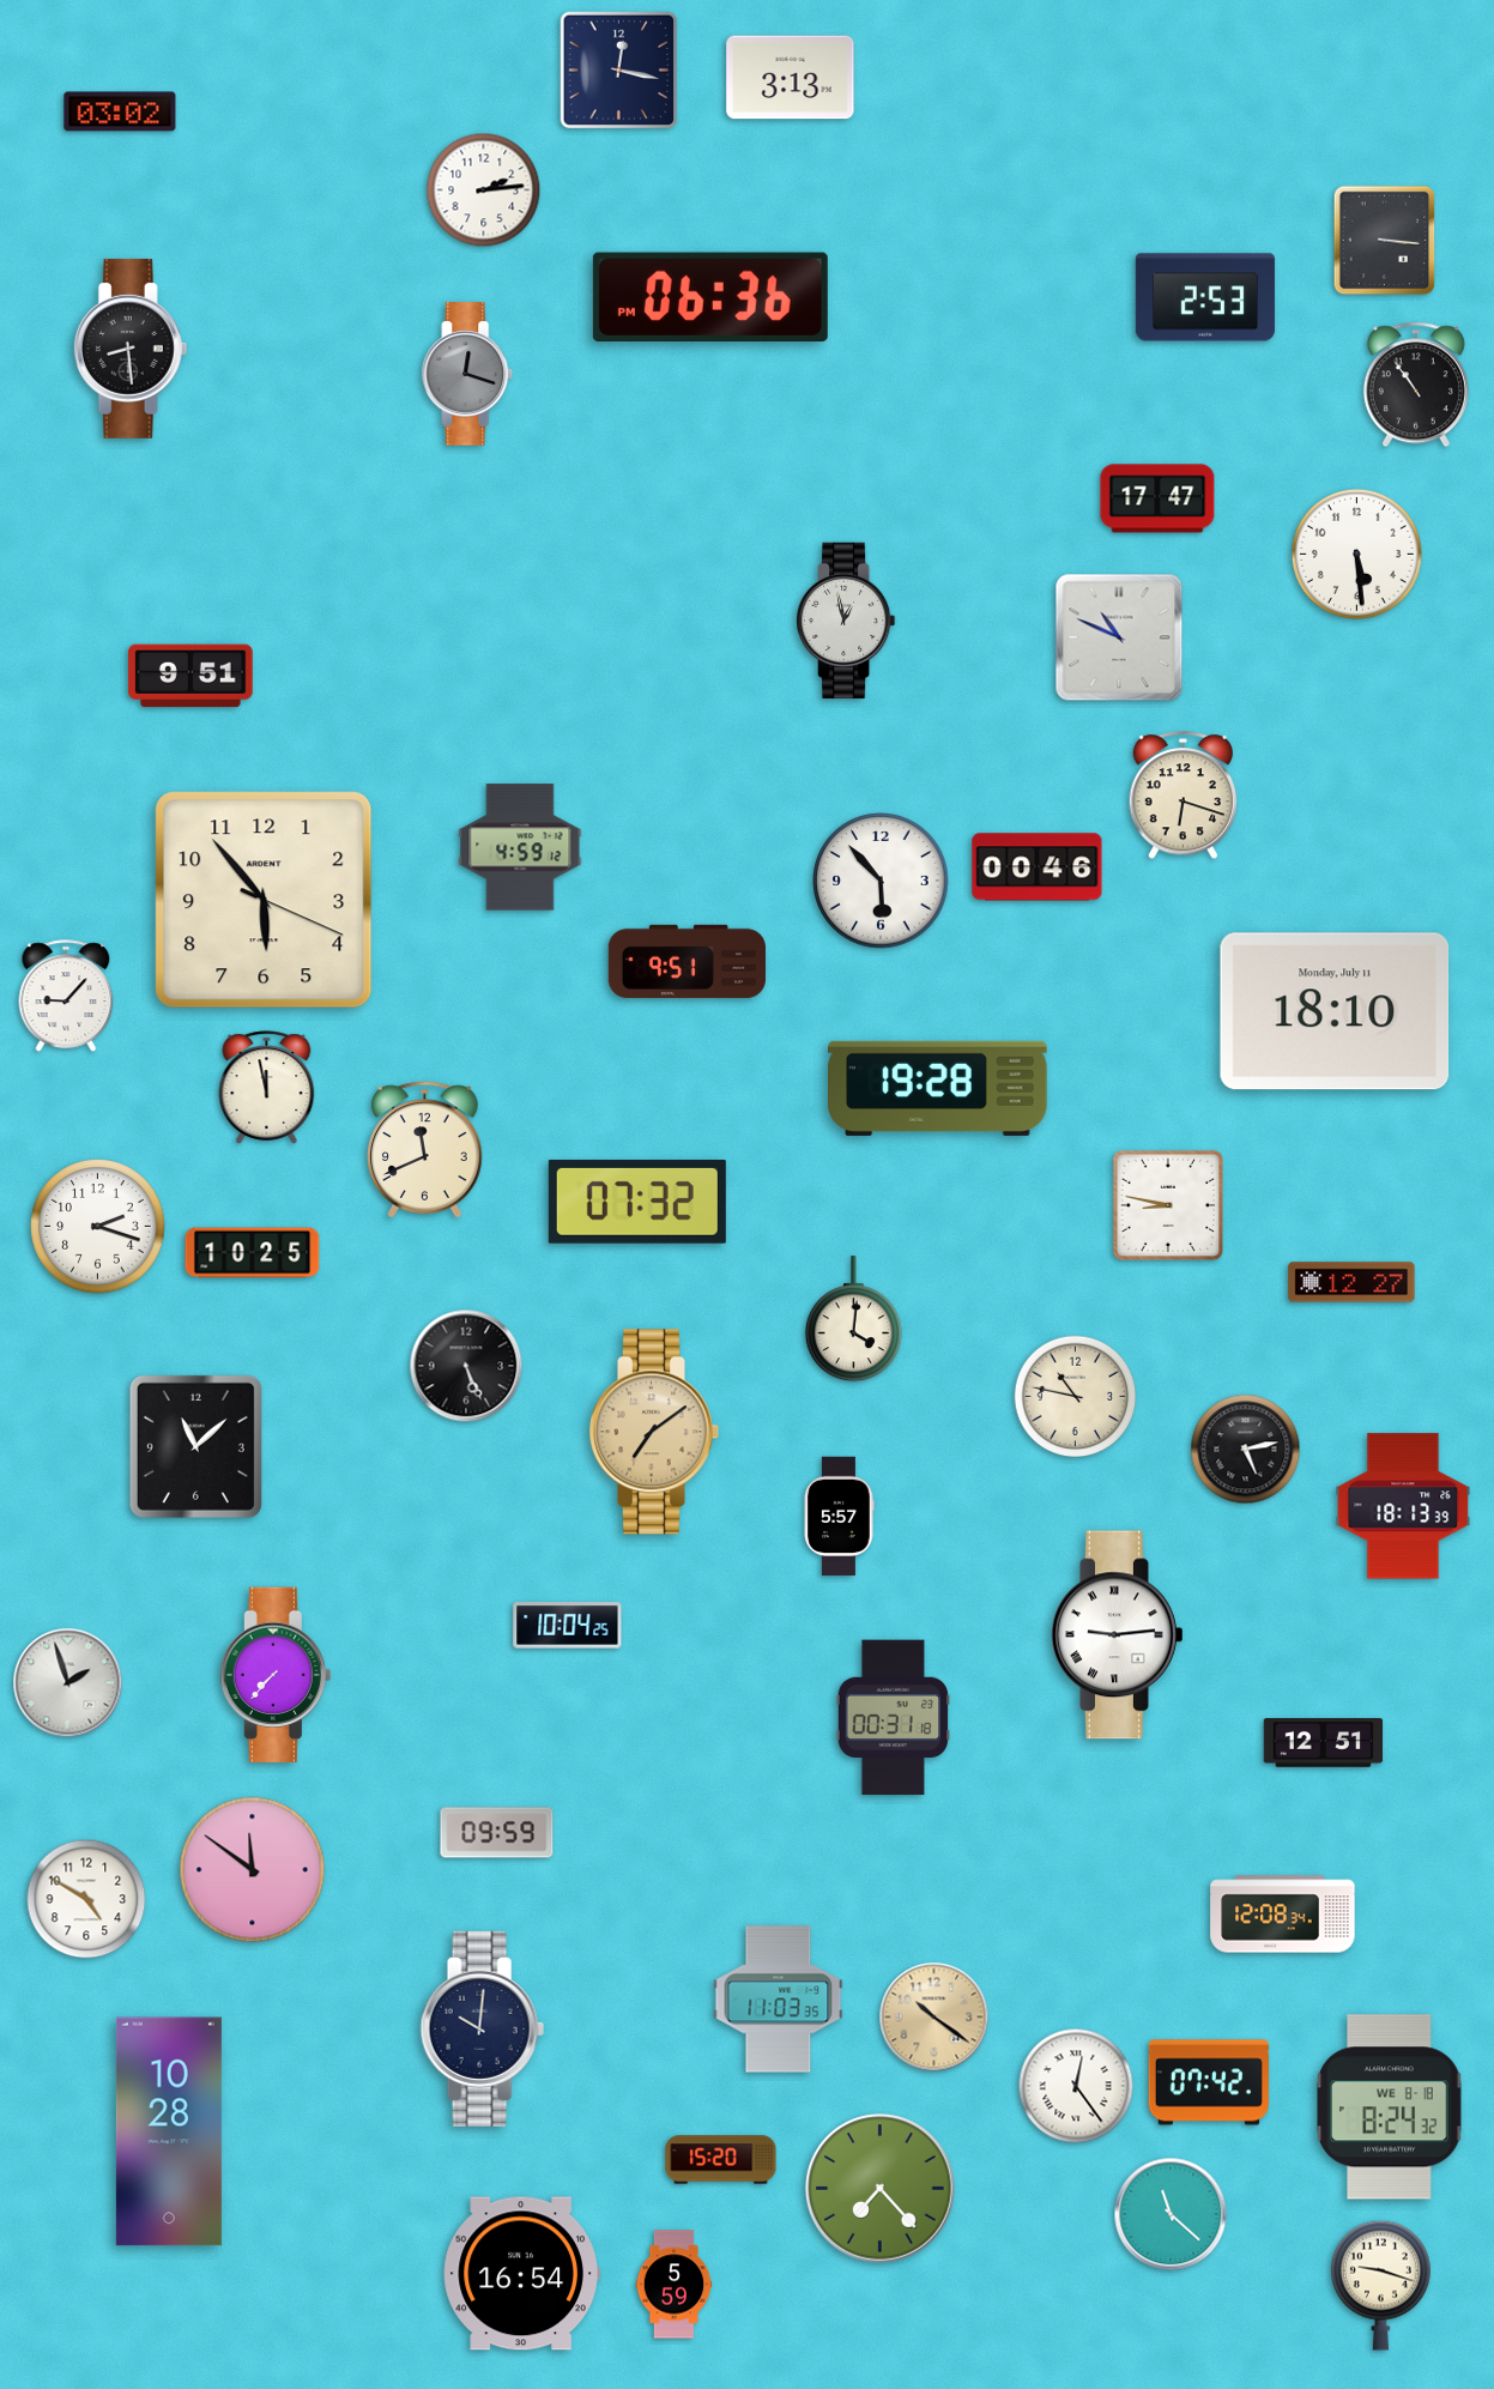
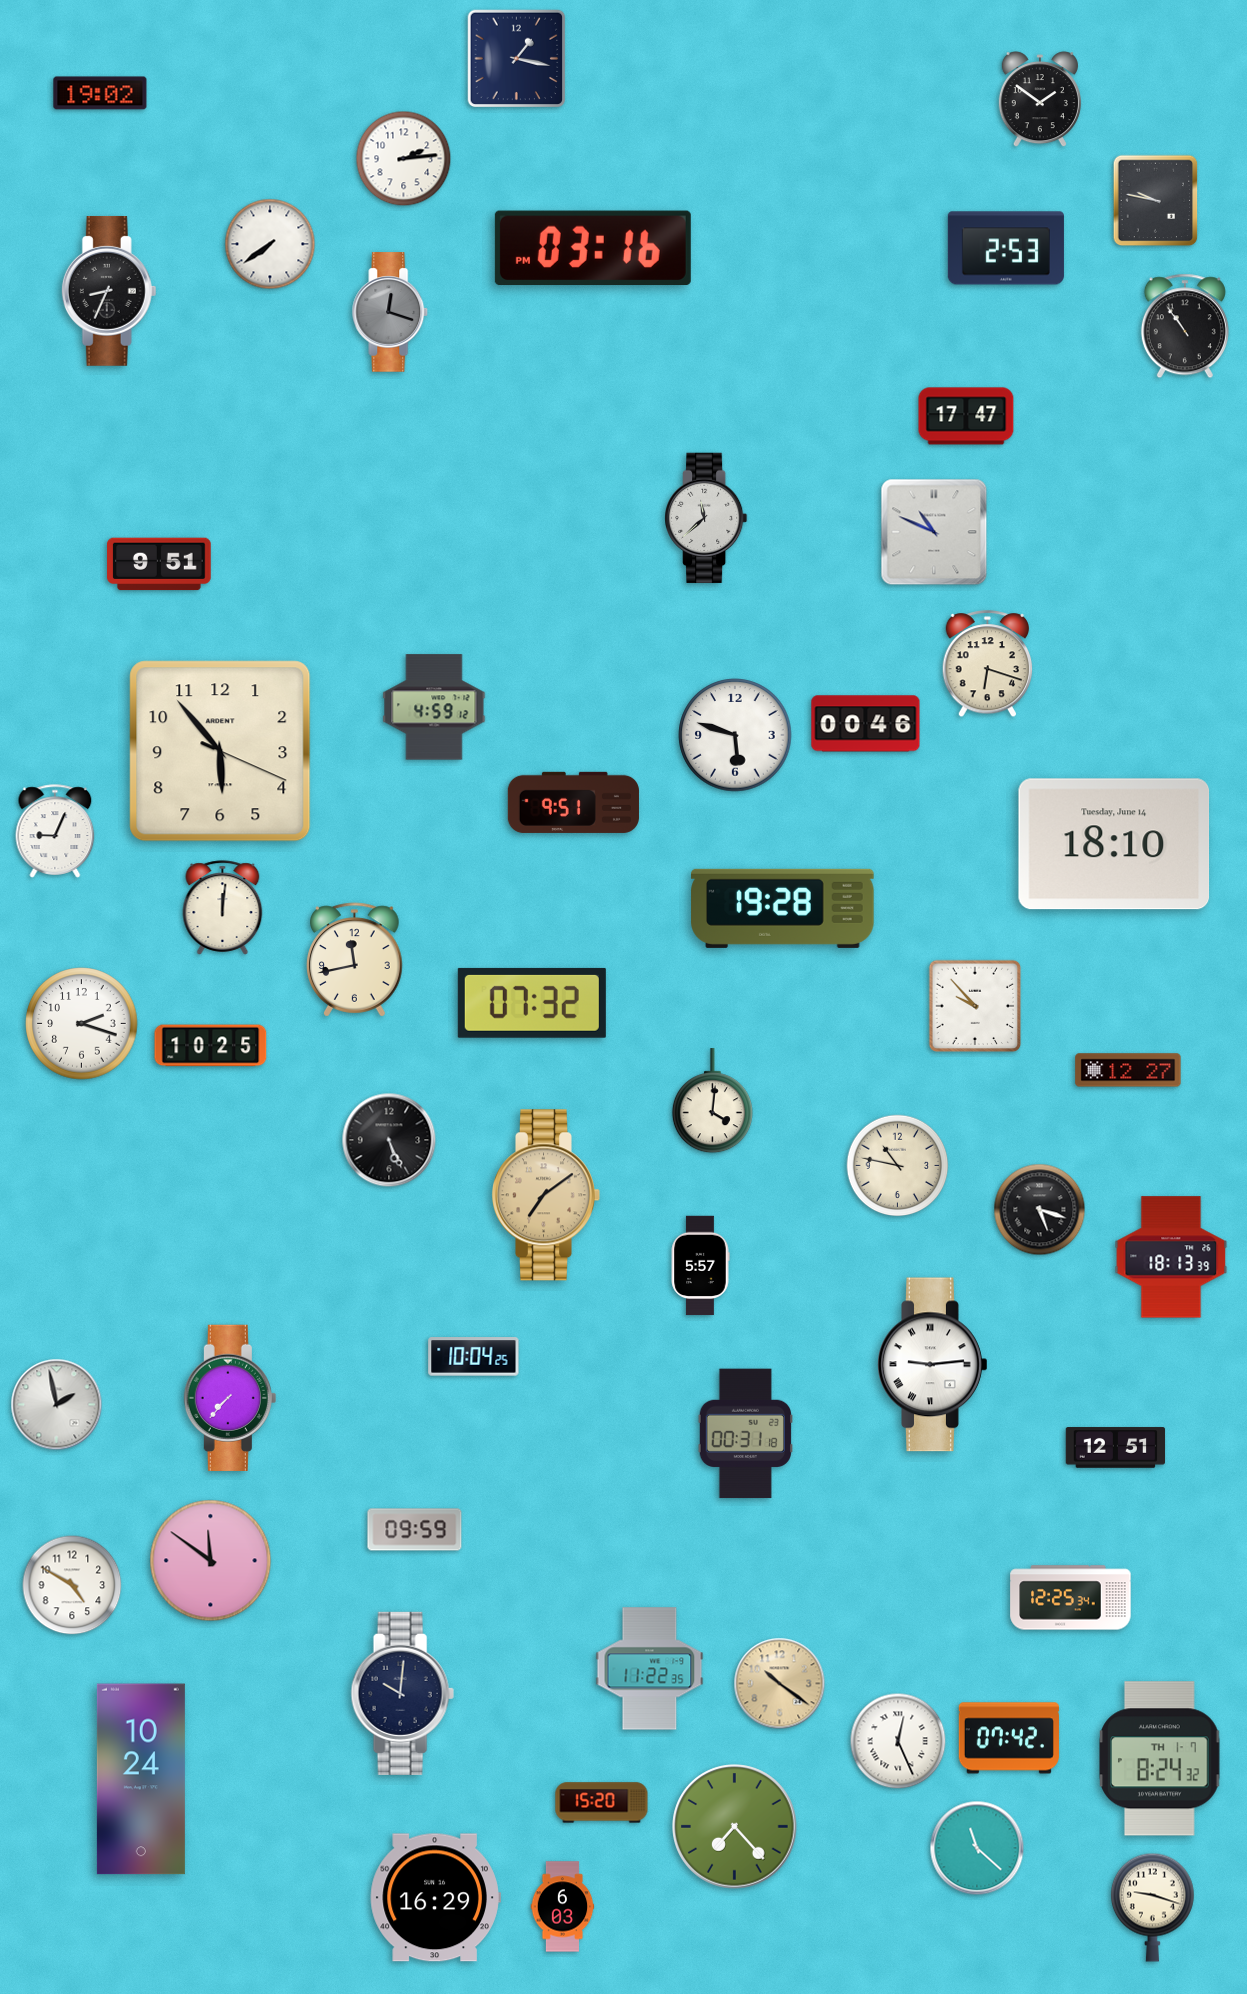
clock at (619, 71): 12:17 -> 1:17
clock at (791, 78): 3:13 -> none
clock at (120, 111): 03:02 -> 19:02
clock at (1040, 100): none -> 1:51
clock at (1385, 241): 3:16 -> 9:47
clock at (270, 244): none -> 7:39
clock at (710, 297): 06:36 -> 03:16
clock at (131, 349): 8:29 -> 8:34
clock at (1416, 385) position: (1416, 385) -> (1185, 326)
clock at (1356, 554): 5:29 -> none
clock at (847, 621): 12:58 -> 11:38
clock at (881, 881): 5:53 -> 5:48
clock at (66, 996): 9:07 -> 9:04
clock at (1335, 1011) date: Monday, July 11 -> Tuesday, June 14
clock at (267, 1088): 11:58 -> 12:01
clock at (425, 1150): 11:41 -> 11:43
clock at (1168, 1205): 8:47 -> 9:53
clock at (195, 1446): 11:08 -> none
clock at (1246, 1450): 5:13 -> 5:18
clock at (68, 1683): 1:57 -> 1:58
clock at (1324, 1743) position: (1324, 1743) -> (1116, 1448)
clock at (1283, 1915): 12:08 -> 12:25
clock at (779, 2000): 11:03 -> 11:22
clock at (1076, 2086): 12:24 -> 12:26
clock at (1390, 2107) date: WE 8-18 -> TH 1-7
clock at (169, 2131): 10:28 -> 10:24
clock at (521, 2274): 16:54 -> 16:29
clock at (675, 2285): 5:59 -> 6:03
